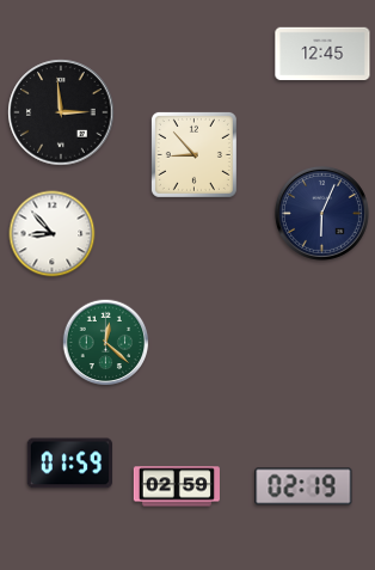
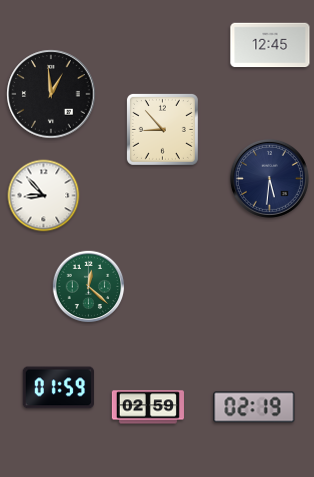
clock at (61, 112): 2:59 -> 12:59
clock at (321, 213): 6:04 -> 5:31
